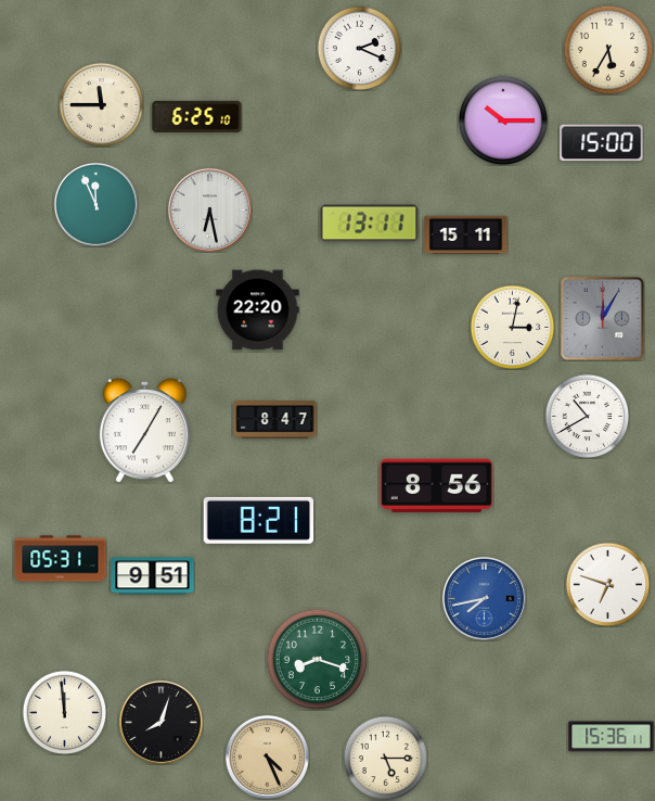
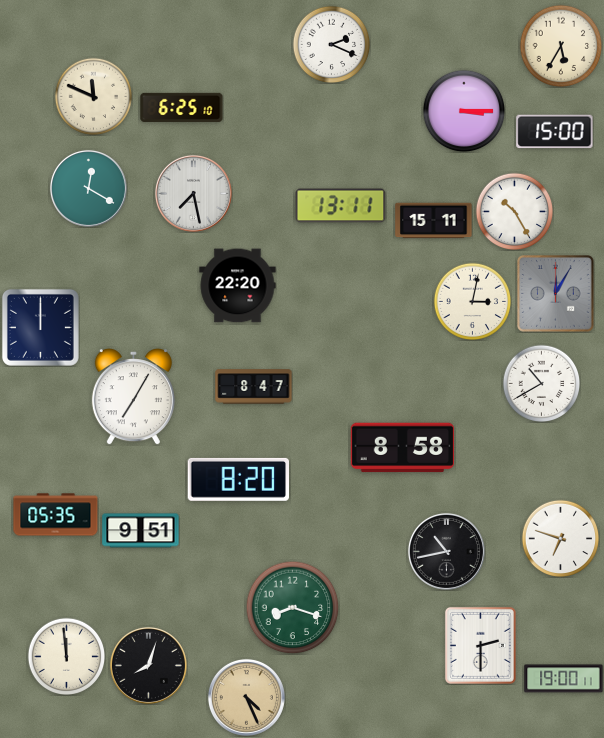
clock at (101, 104): 11:45 -> 11:49
clock at (503, 120): 10:15 -> 3:15
clock at (95, 204): 11:56 -> 12:20
clock at (209, 209): 6:28 -> 7:28
clock at (514, 211): none -> 10:25
clock at (466, 236) position: (466, 236) -> (434, 221)
clock at (40, 327): none -> 12:00
clock at (436, 486): 8:56 -> 8:58
clock at (258, 520): 8:21 -> 8:20
clock at (61, 559): 05:31 -> 05:35
clock at (484, 598): 7:43 -> 10:43
clock at (484, 598) dial: blue -> black
clock at (480, 645): none -> 2:30
clock at (64, 712) position: (64, 712) -> (66, 656)
clock at (612, 737): 15:36 -> 19:00
clock at (385, 758): 5:15 -> none
